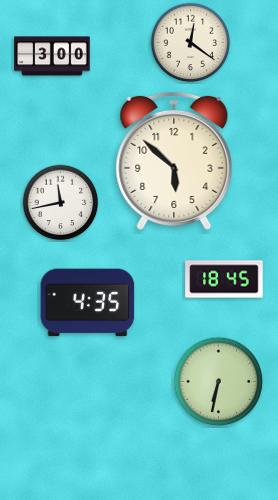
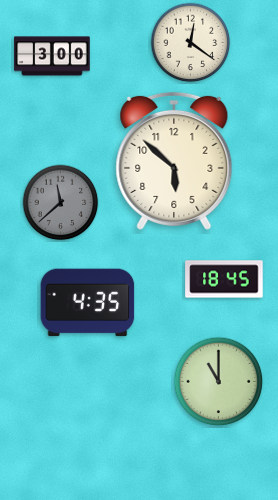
clock at (61, 203): 11:43 -> 11:38
clock at (61, 203) dial: white -> grey
clock at (219, 382): 6:32 -> 11:00
